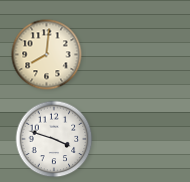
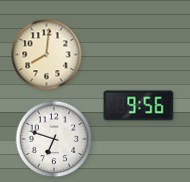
clock at (139, 106): none -> 9:56
clock at (54, 139): 3:48 -> 6:48
